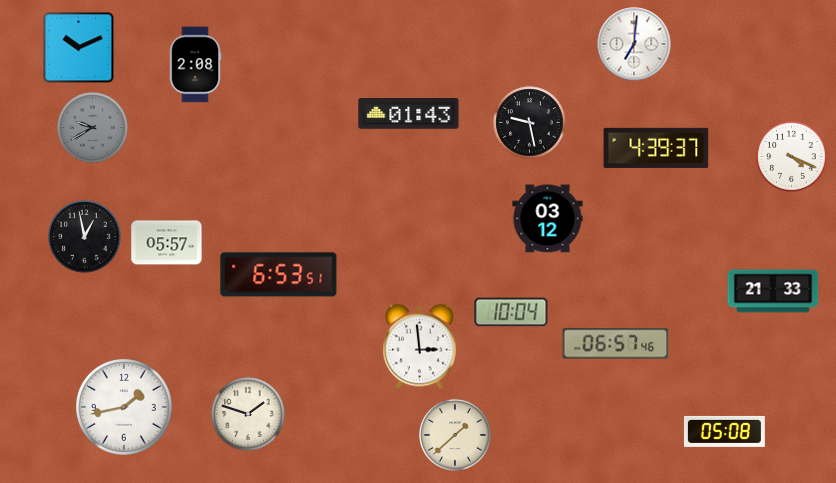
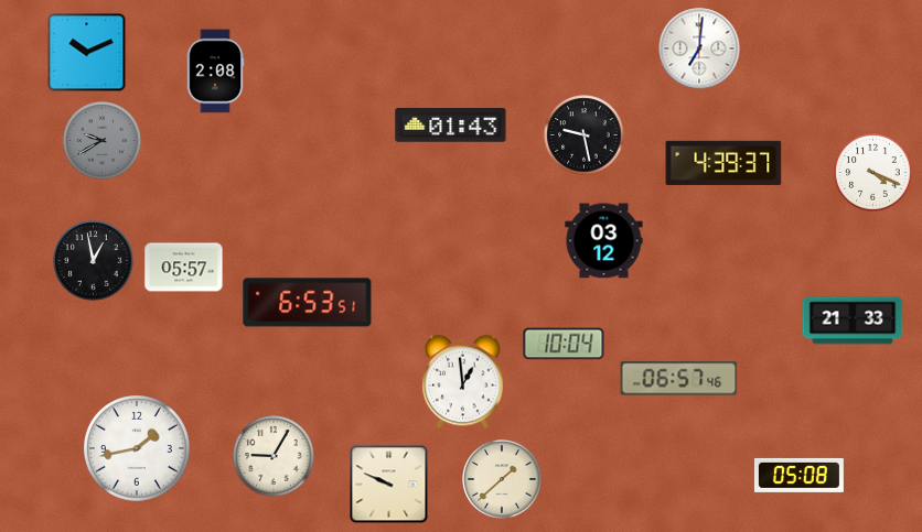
clock at (420, 347): 2:59 -> 12:59
clock at (248, 414): 1:48 -> 9:05
clock at (389, 485): none -> 9:49
